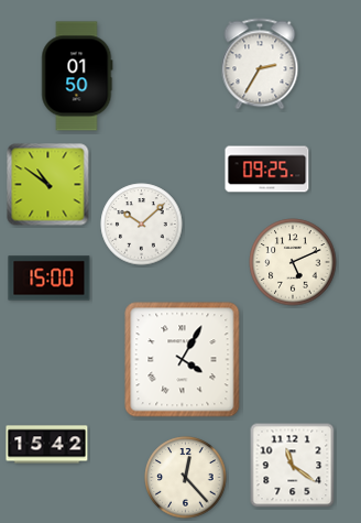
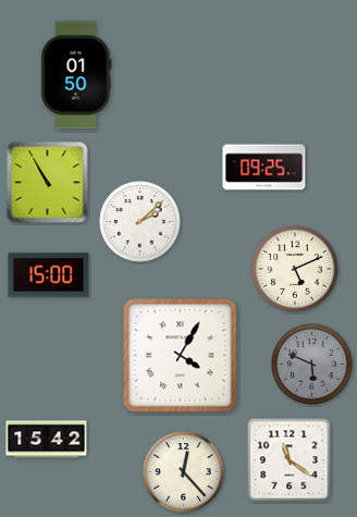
clock at (260, 64): 2:35 -> none
clock at (48, 185): 10:51 -> 10:55
clock at (142, 225): 10:08 -> 2:08
clock at (293, 262) position: (293, 262) -> (295, 269)
clock at (312, 365): none -> 5:49
